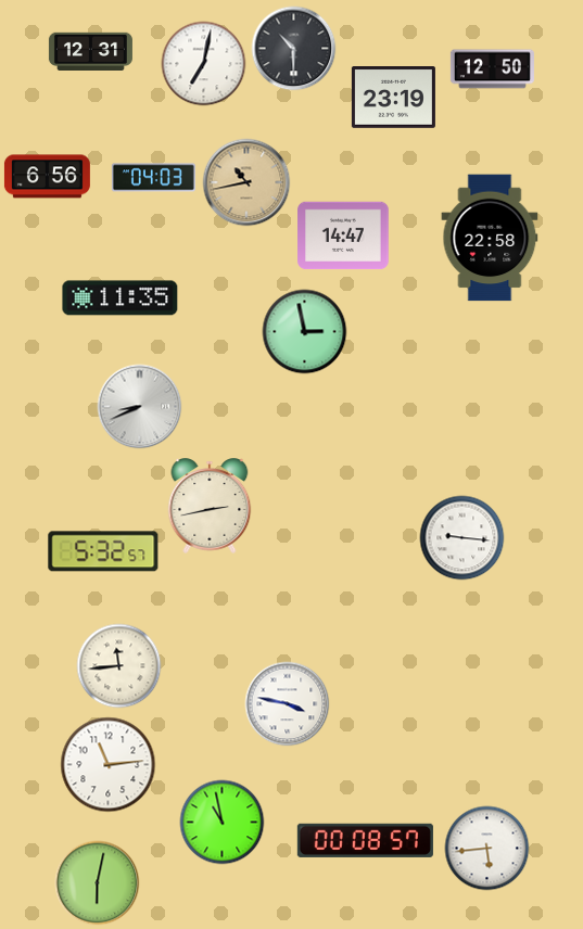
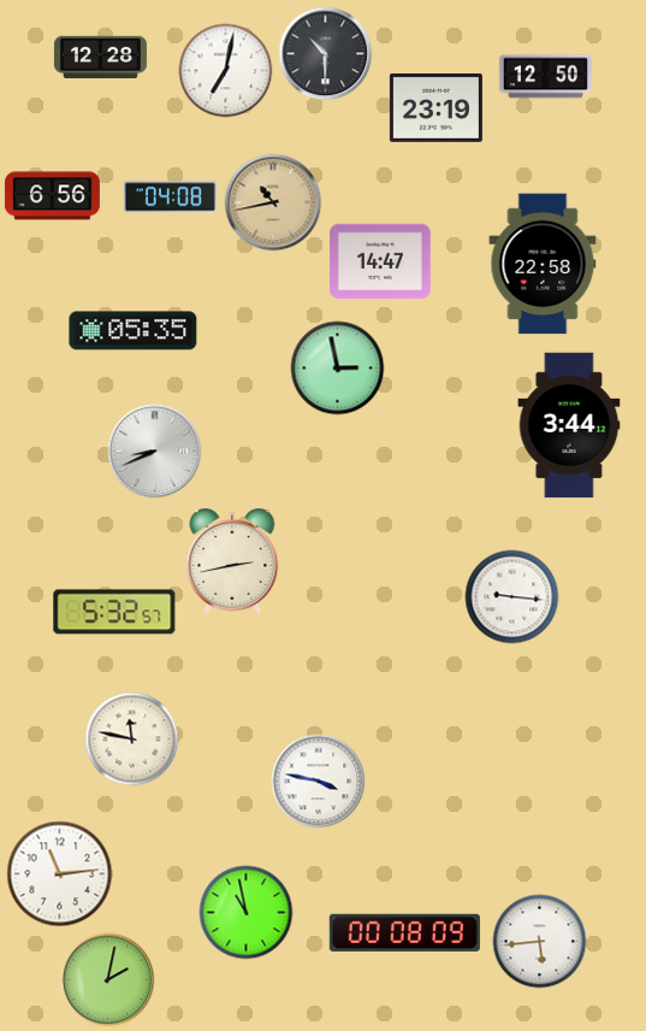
clock at (90, 51): 12:31 -> 12:28
clock at (153, 178): 04:03 -> 04:08
clock at (121, 298): 11:35 -> 05:35
clock at (569, 425): none -> 3:44
clock at (118, 665): 11:44 -> 11:47
clock at (107, 764) position: (107, 764) -> (59, 873)
clock at (365, 840): 00:08:57 -> 00:08:09
clock at (97, 882): 6:02 -> 2:02
